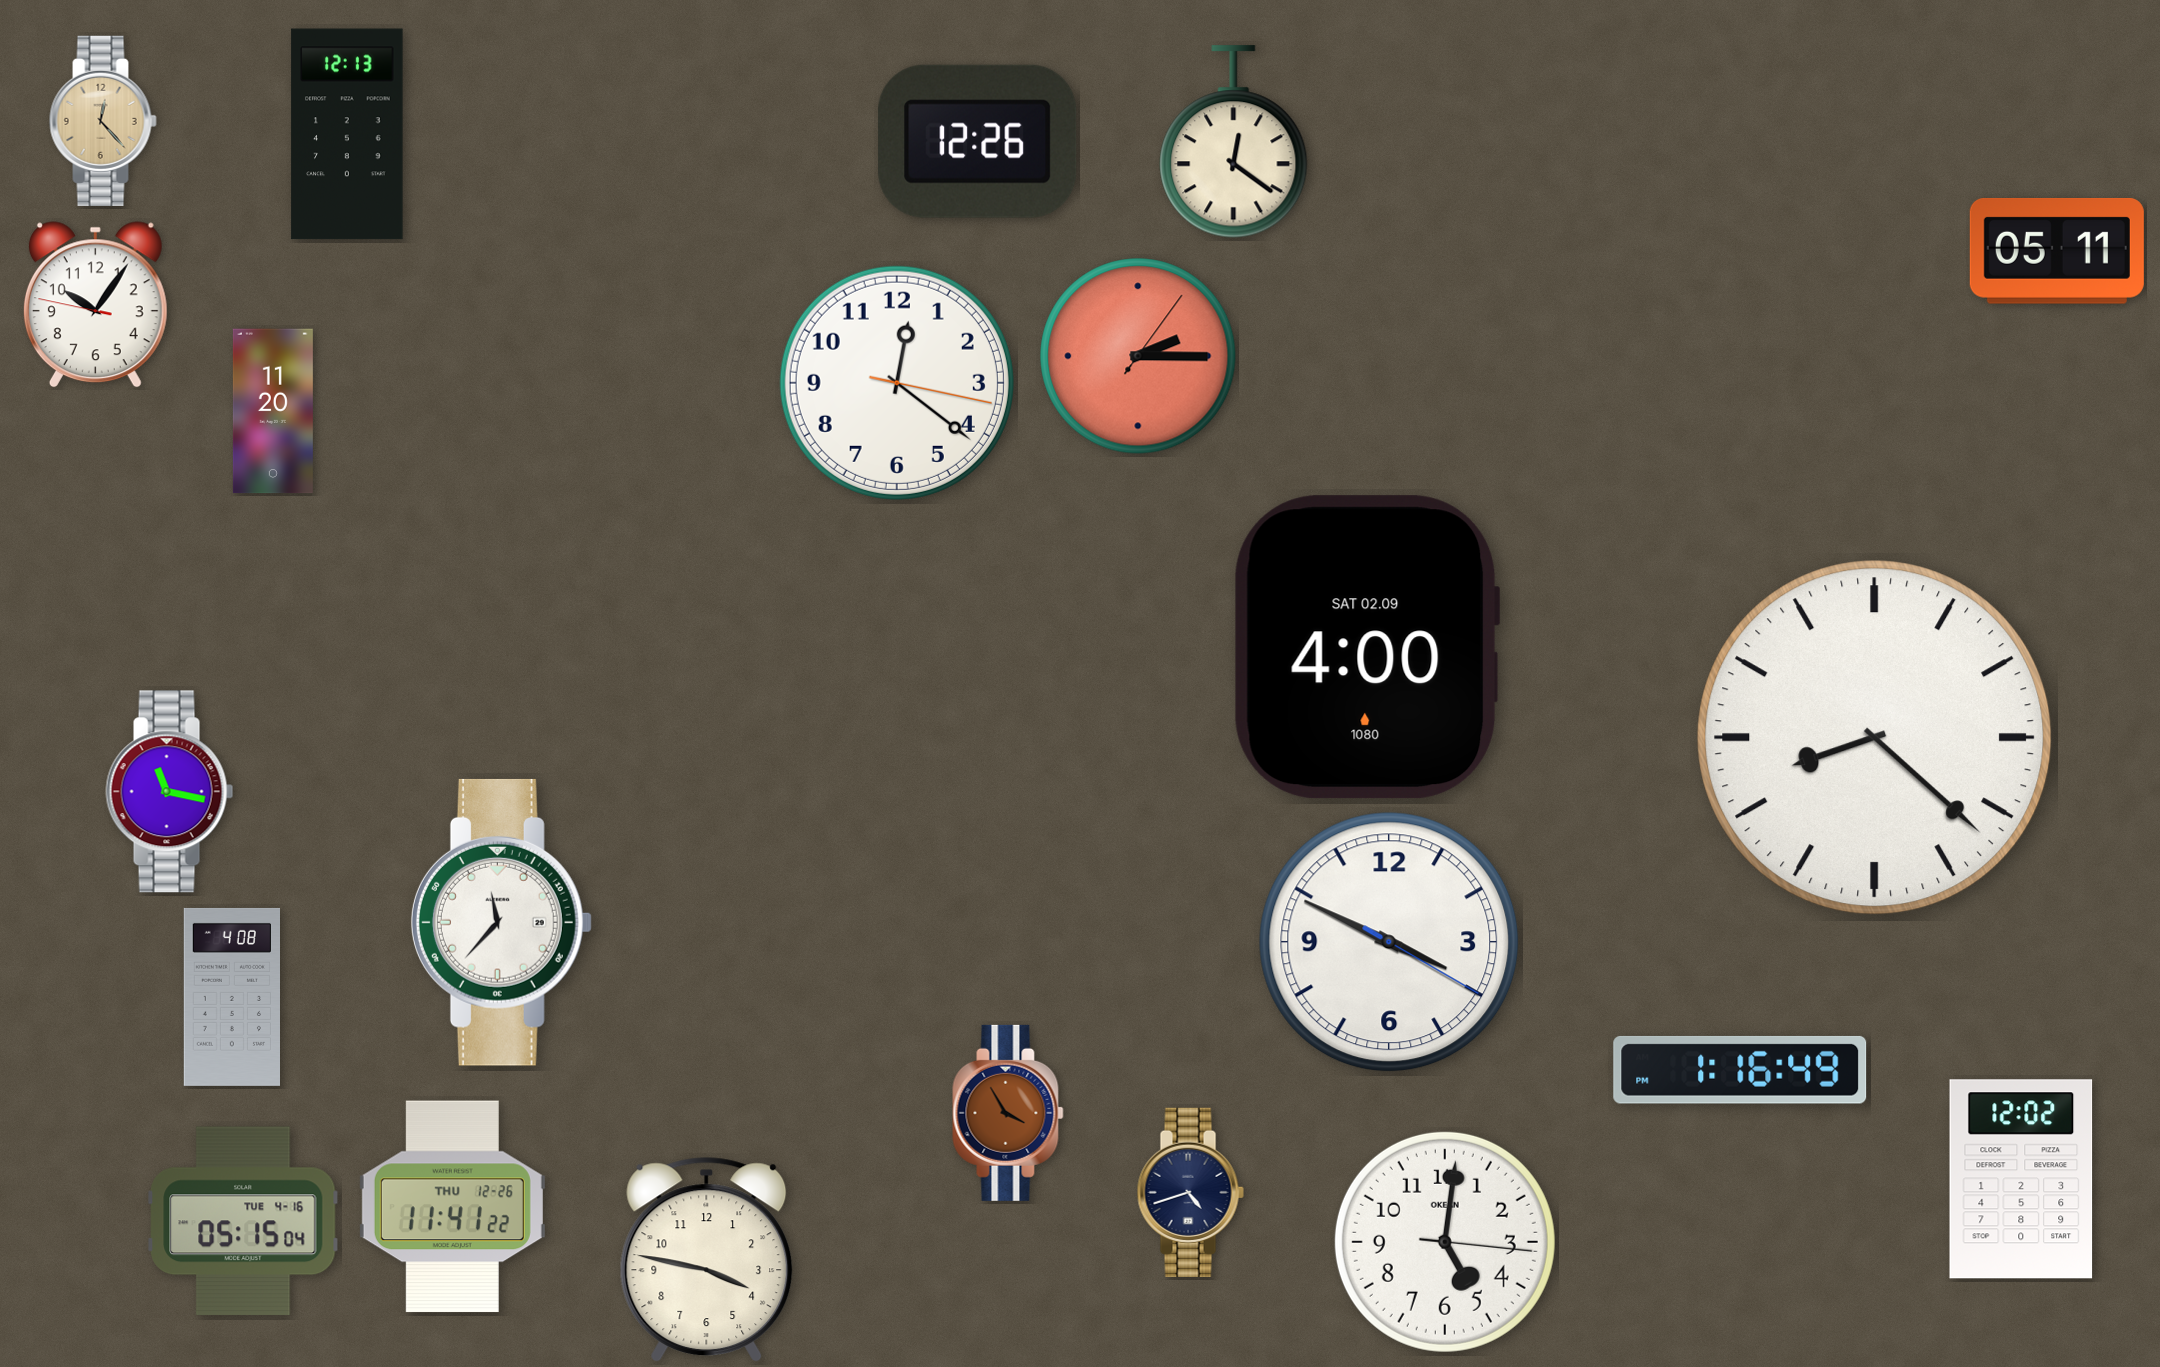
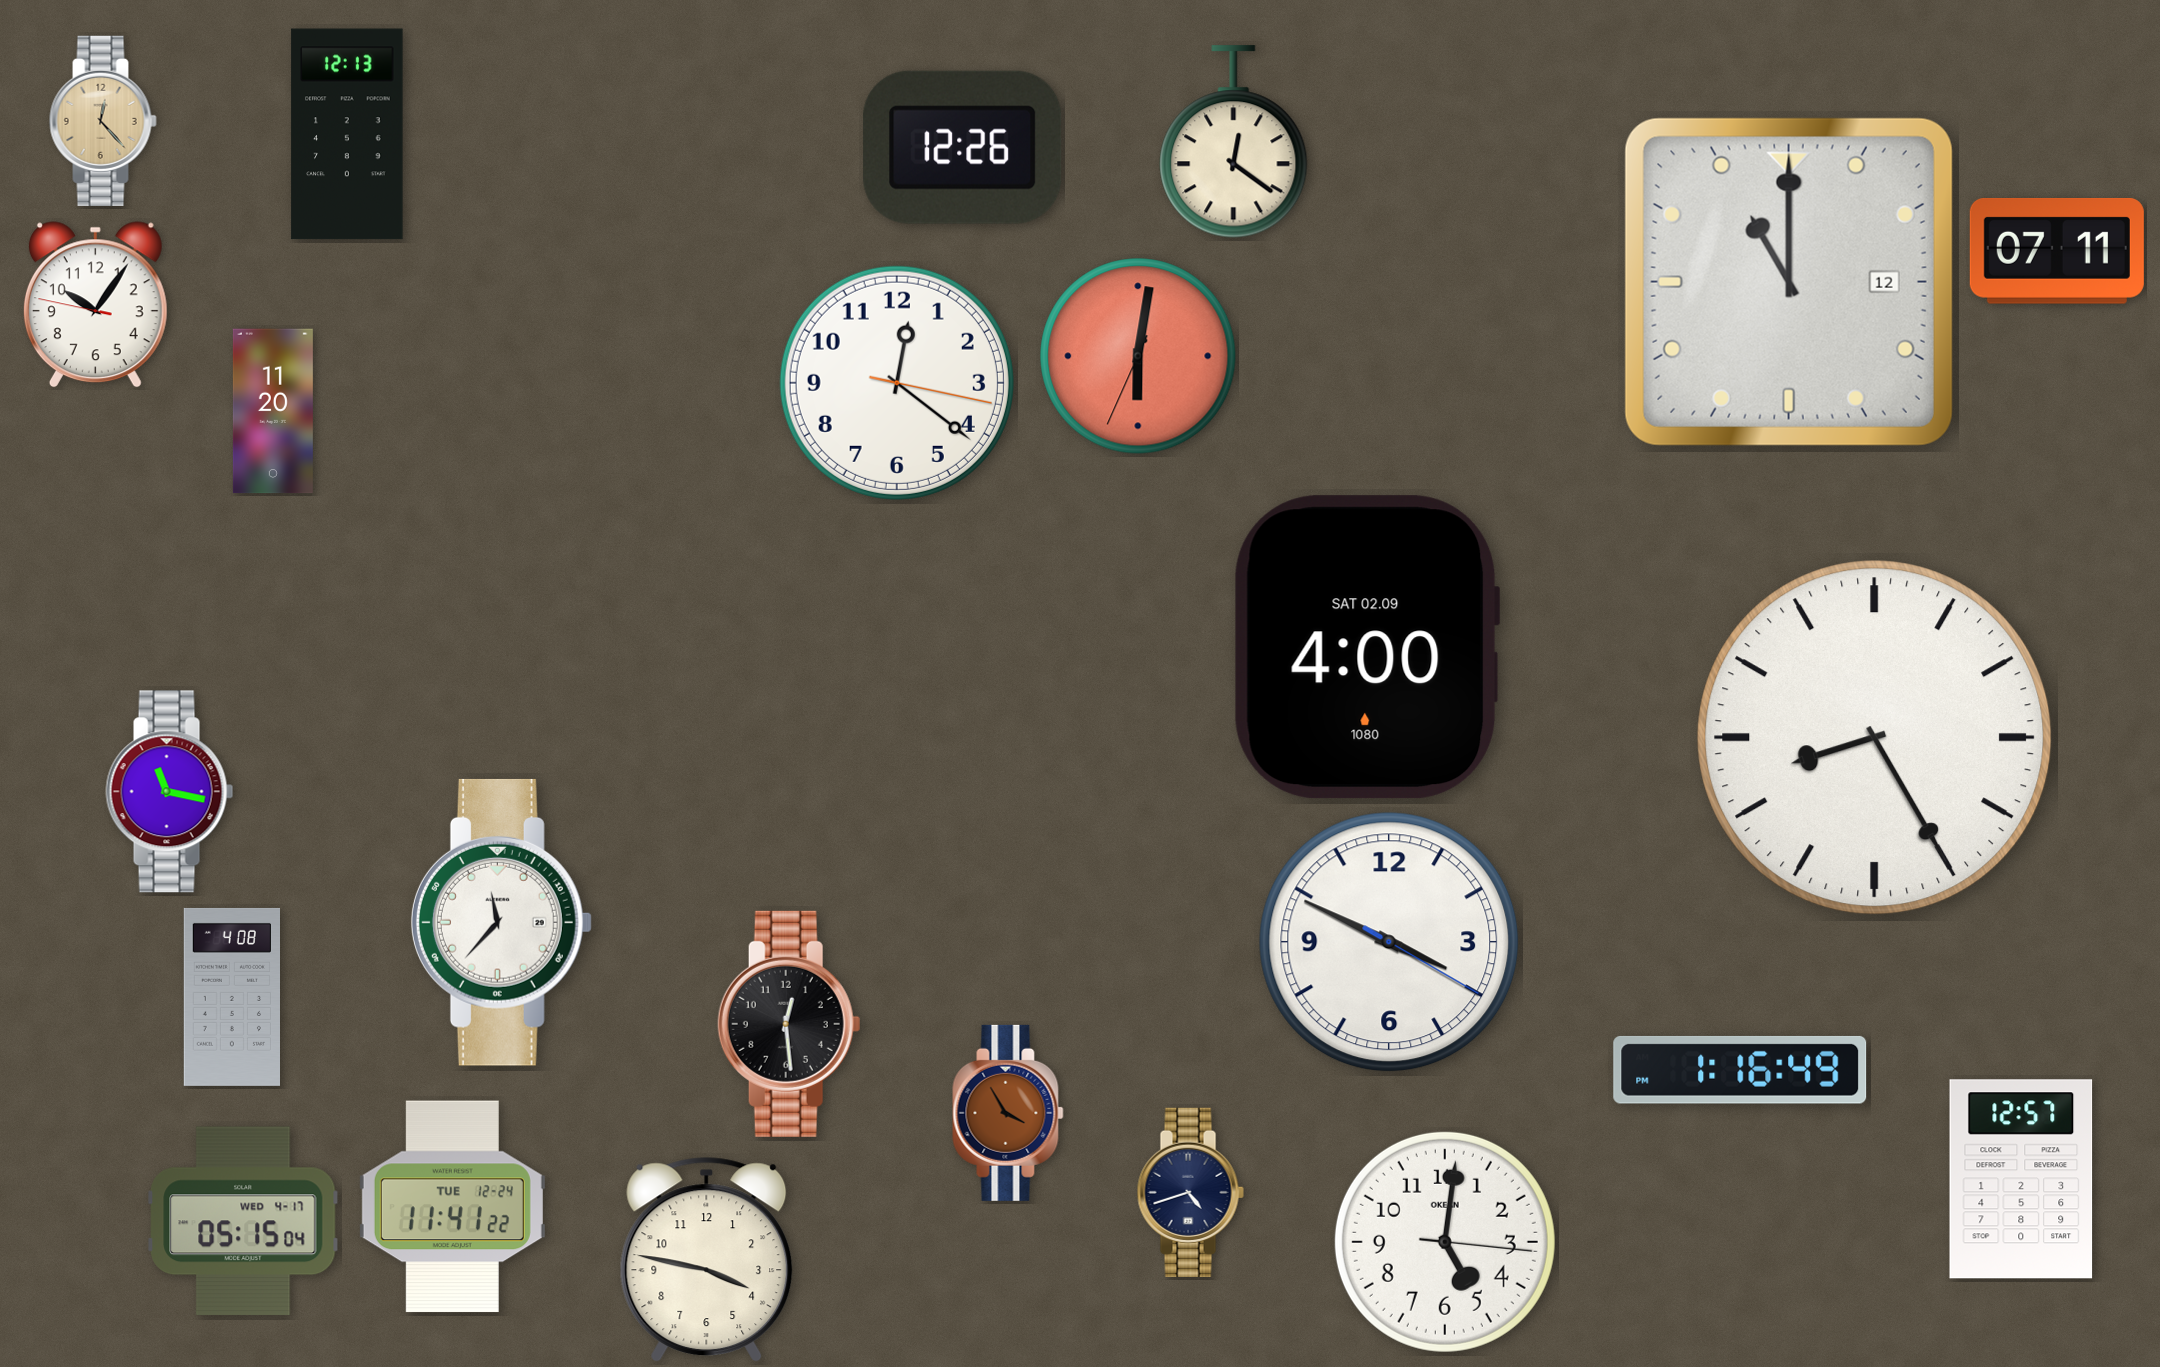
clock at (978, 141) position: (978, 141) -> (963, 147)
clock at (2057, 251): 05:11 -> 07:11
clock at (1789, 282): none -> 11:00
clock at (1138, 356): 2:15 -> 6:01
clock at (1875, 738): 8:22 -> 8:25
clock at (789, 1024): none -> 12:29
clock at (2021, 1179): 12:02 -> 12:57
clock at (452, 1207) date: THU 12-26 -> TUE 12-24
clock at (243, 1221) date: TUE 4-16 -> WED 4-17
